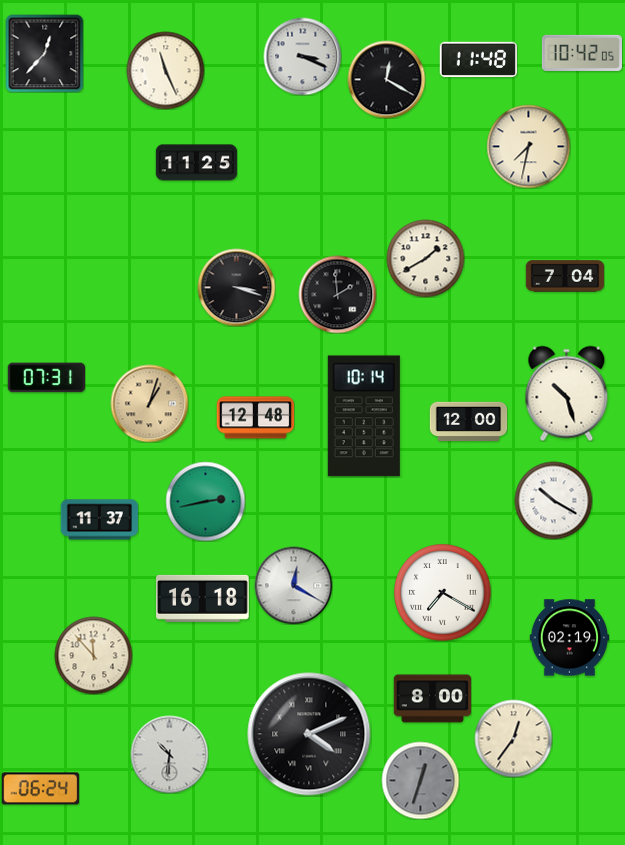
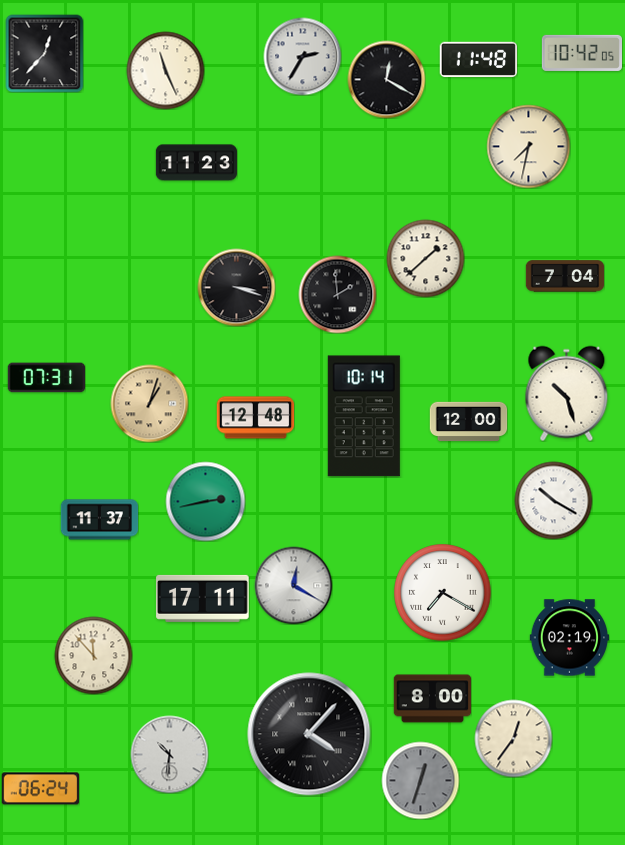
clock at (302, 56): 3:19 -> 2:35
clock at (196, 163): 11:25 -> 11:23
clock at (425, 258): 1:40 -> 1:38
clock at (203, 598): 16:18 -> 17:11
clock at (309, 734): 4:11 -> 4:07
